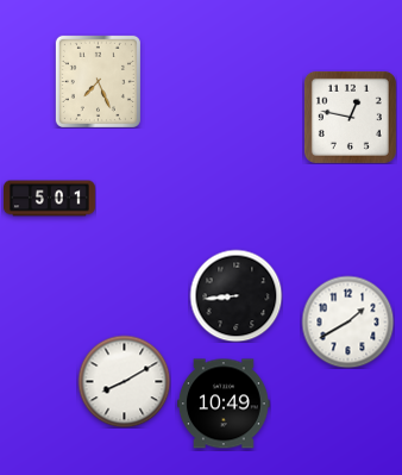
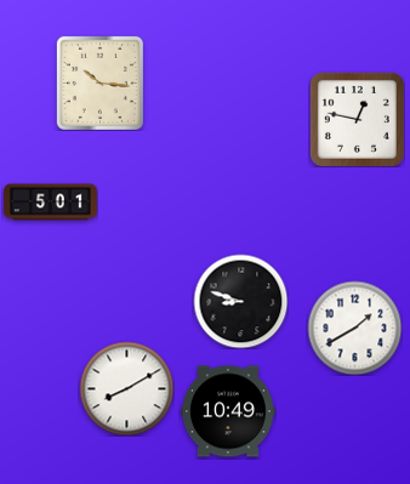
clock at (98, 81): 7:26 -> 10:16
clock at (235, 295): 8:44 -> 8:48
